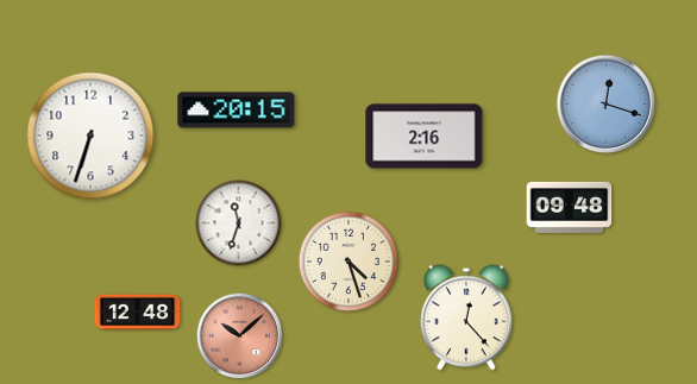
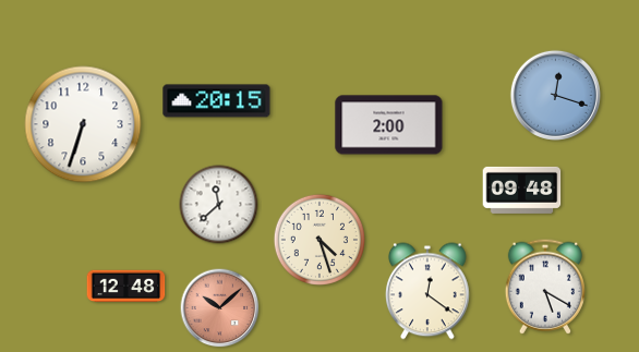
clock at (425, 137): 2:16 -> 2:00
clock at (239, 224): 11:33 -> 11:38
clock at (545, 287): none -> 5:20
clock at (467, 317): 12:23 -> 12:21
